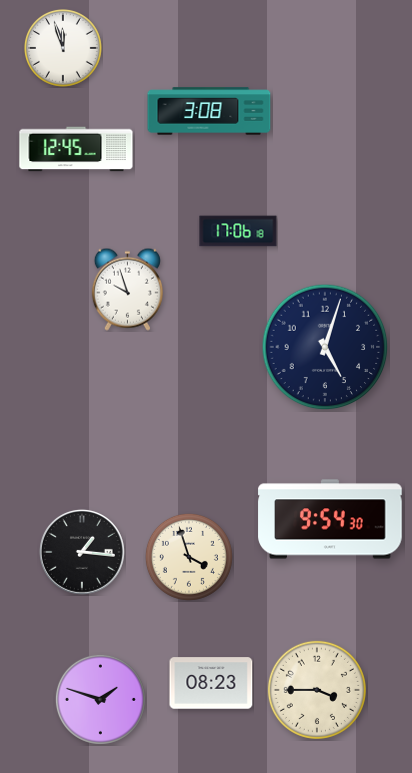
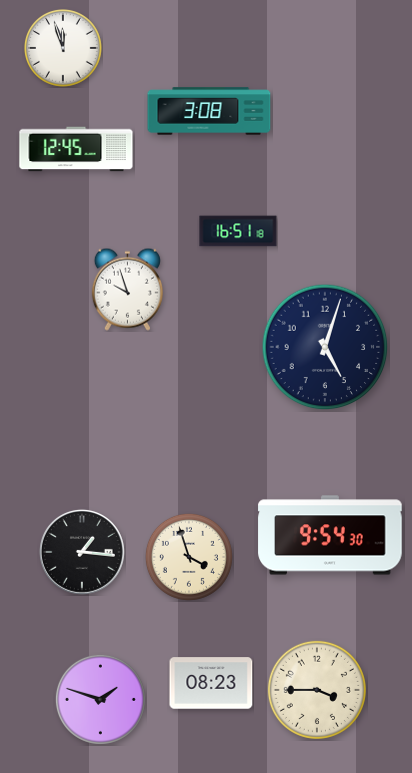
clock at (238, 231): 17:06 -> 16:51
clock at (330, 519) position: (330, 519) -> (330, 535)
